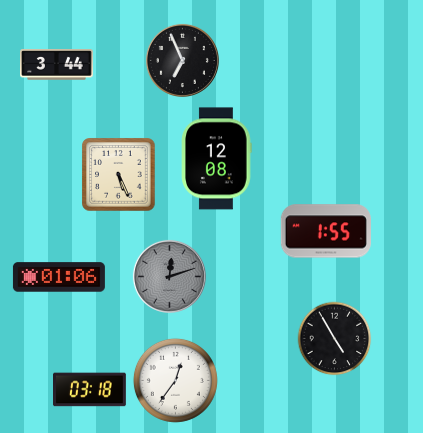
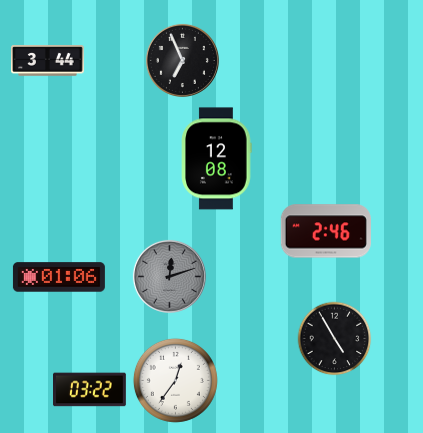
clock at (57, 65) position: (57, 65) -> (48, 61)
clock at (119, 175): 5:26 -> none
clock at (326, 231): 1:55 -> 2:46
clock at (90, 390): 03:18 -> 03:22
